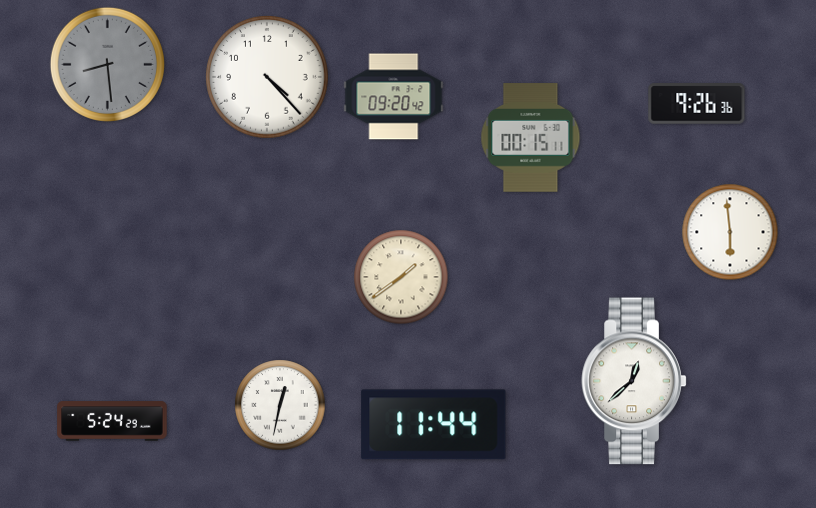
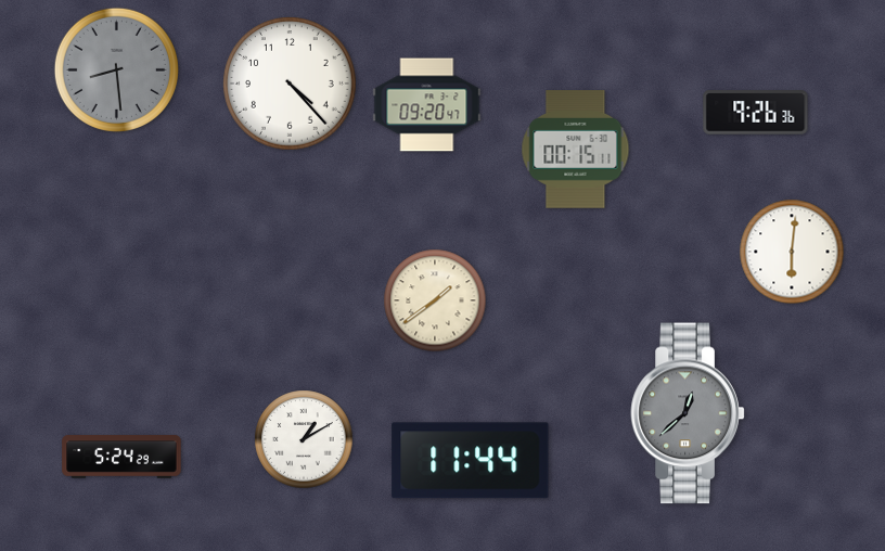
clock at (394, 97): 09:20:42 -> 09:20:47
clock at (730, 232): 5:59 -> 6:01
clock at (634, 381) dial: white -> grey
clock at (280, 405): 12:32 -> 1:10
